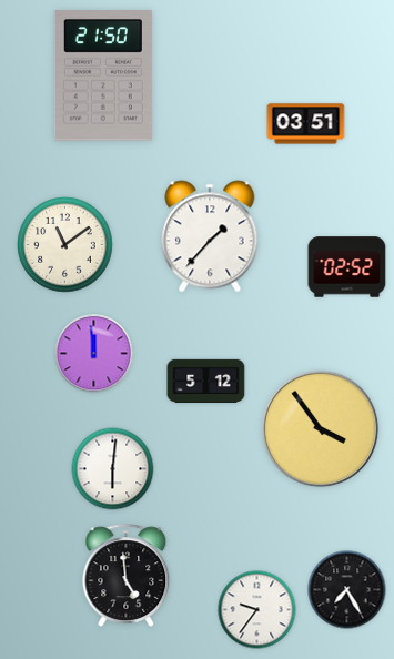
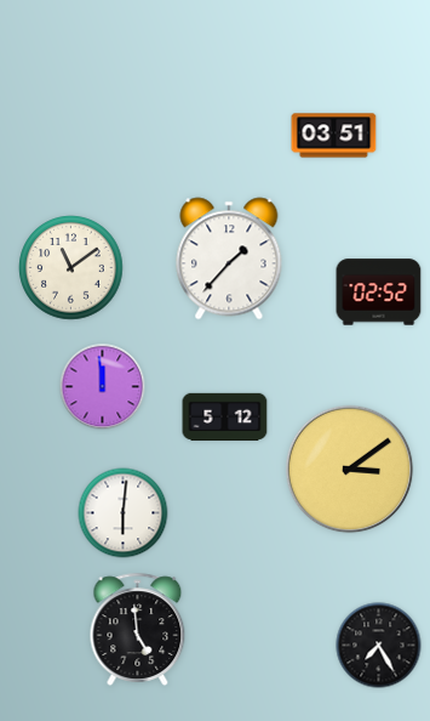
clock at (103, 77): 21:50 -> none
clock at (321, 429): 3:54 -> 3:09
clock at (257, 610): 9:36 -> none
